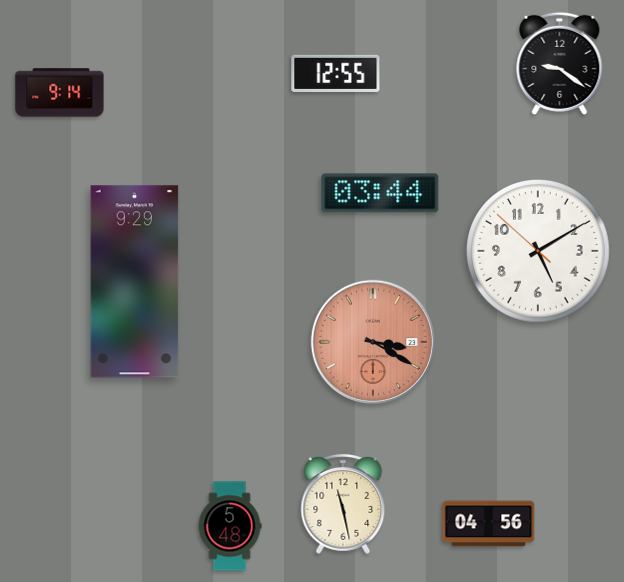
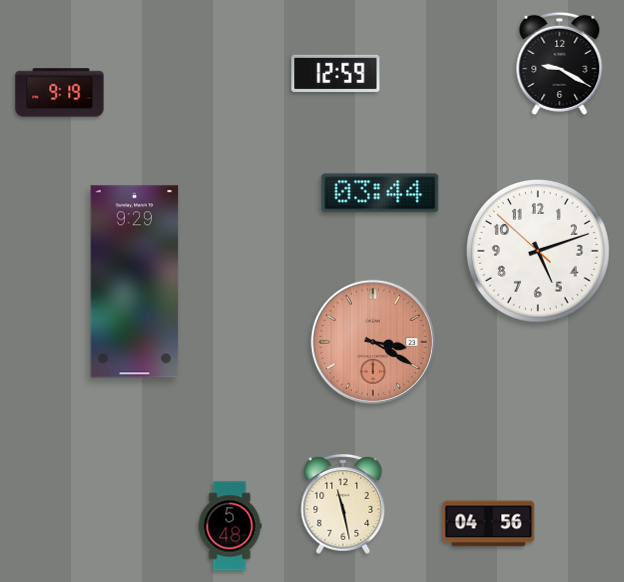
clock at (560, 63): 9:21 -> 9:20
clock at (336, 73): 12:55 -> 12:59
clock at (60, 93): 9:14 -> 9:19
clock at (539, 252): 5:09 -> 5:11
